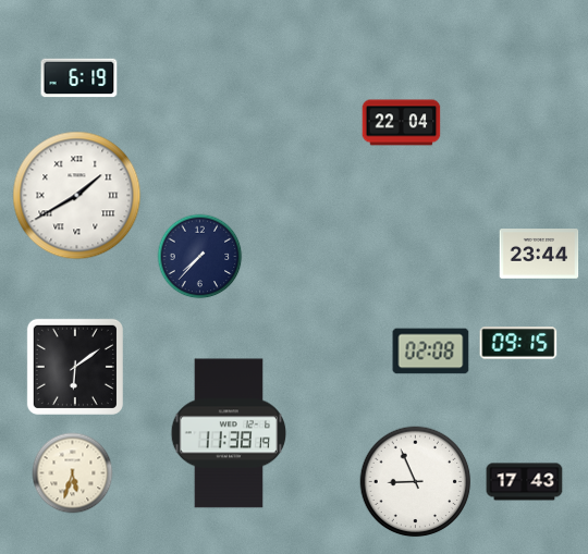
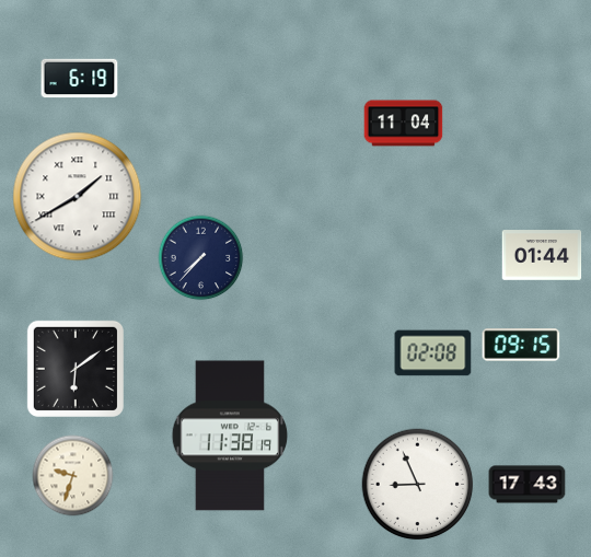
clock at (402, 123): 22:04 -> 11:04
clock at (539, 254): 23:44 -> 01:44
clock at (73, 473): 5:33 -> 9:33
